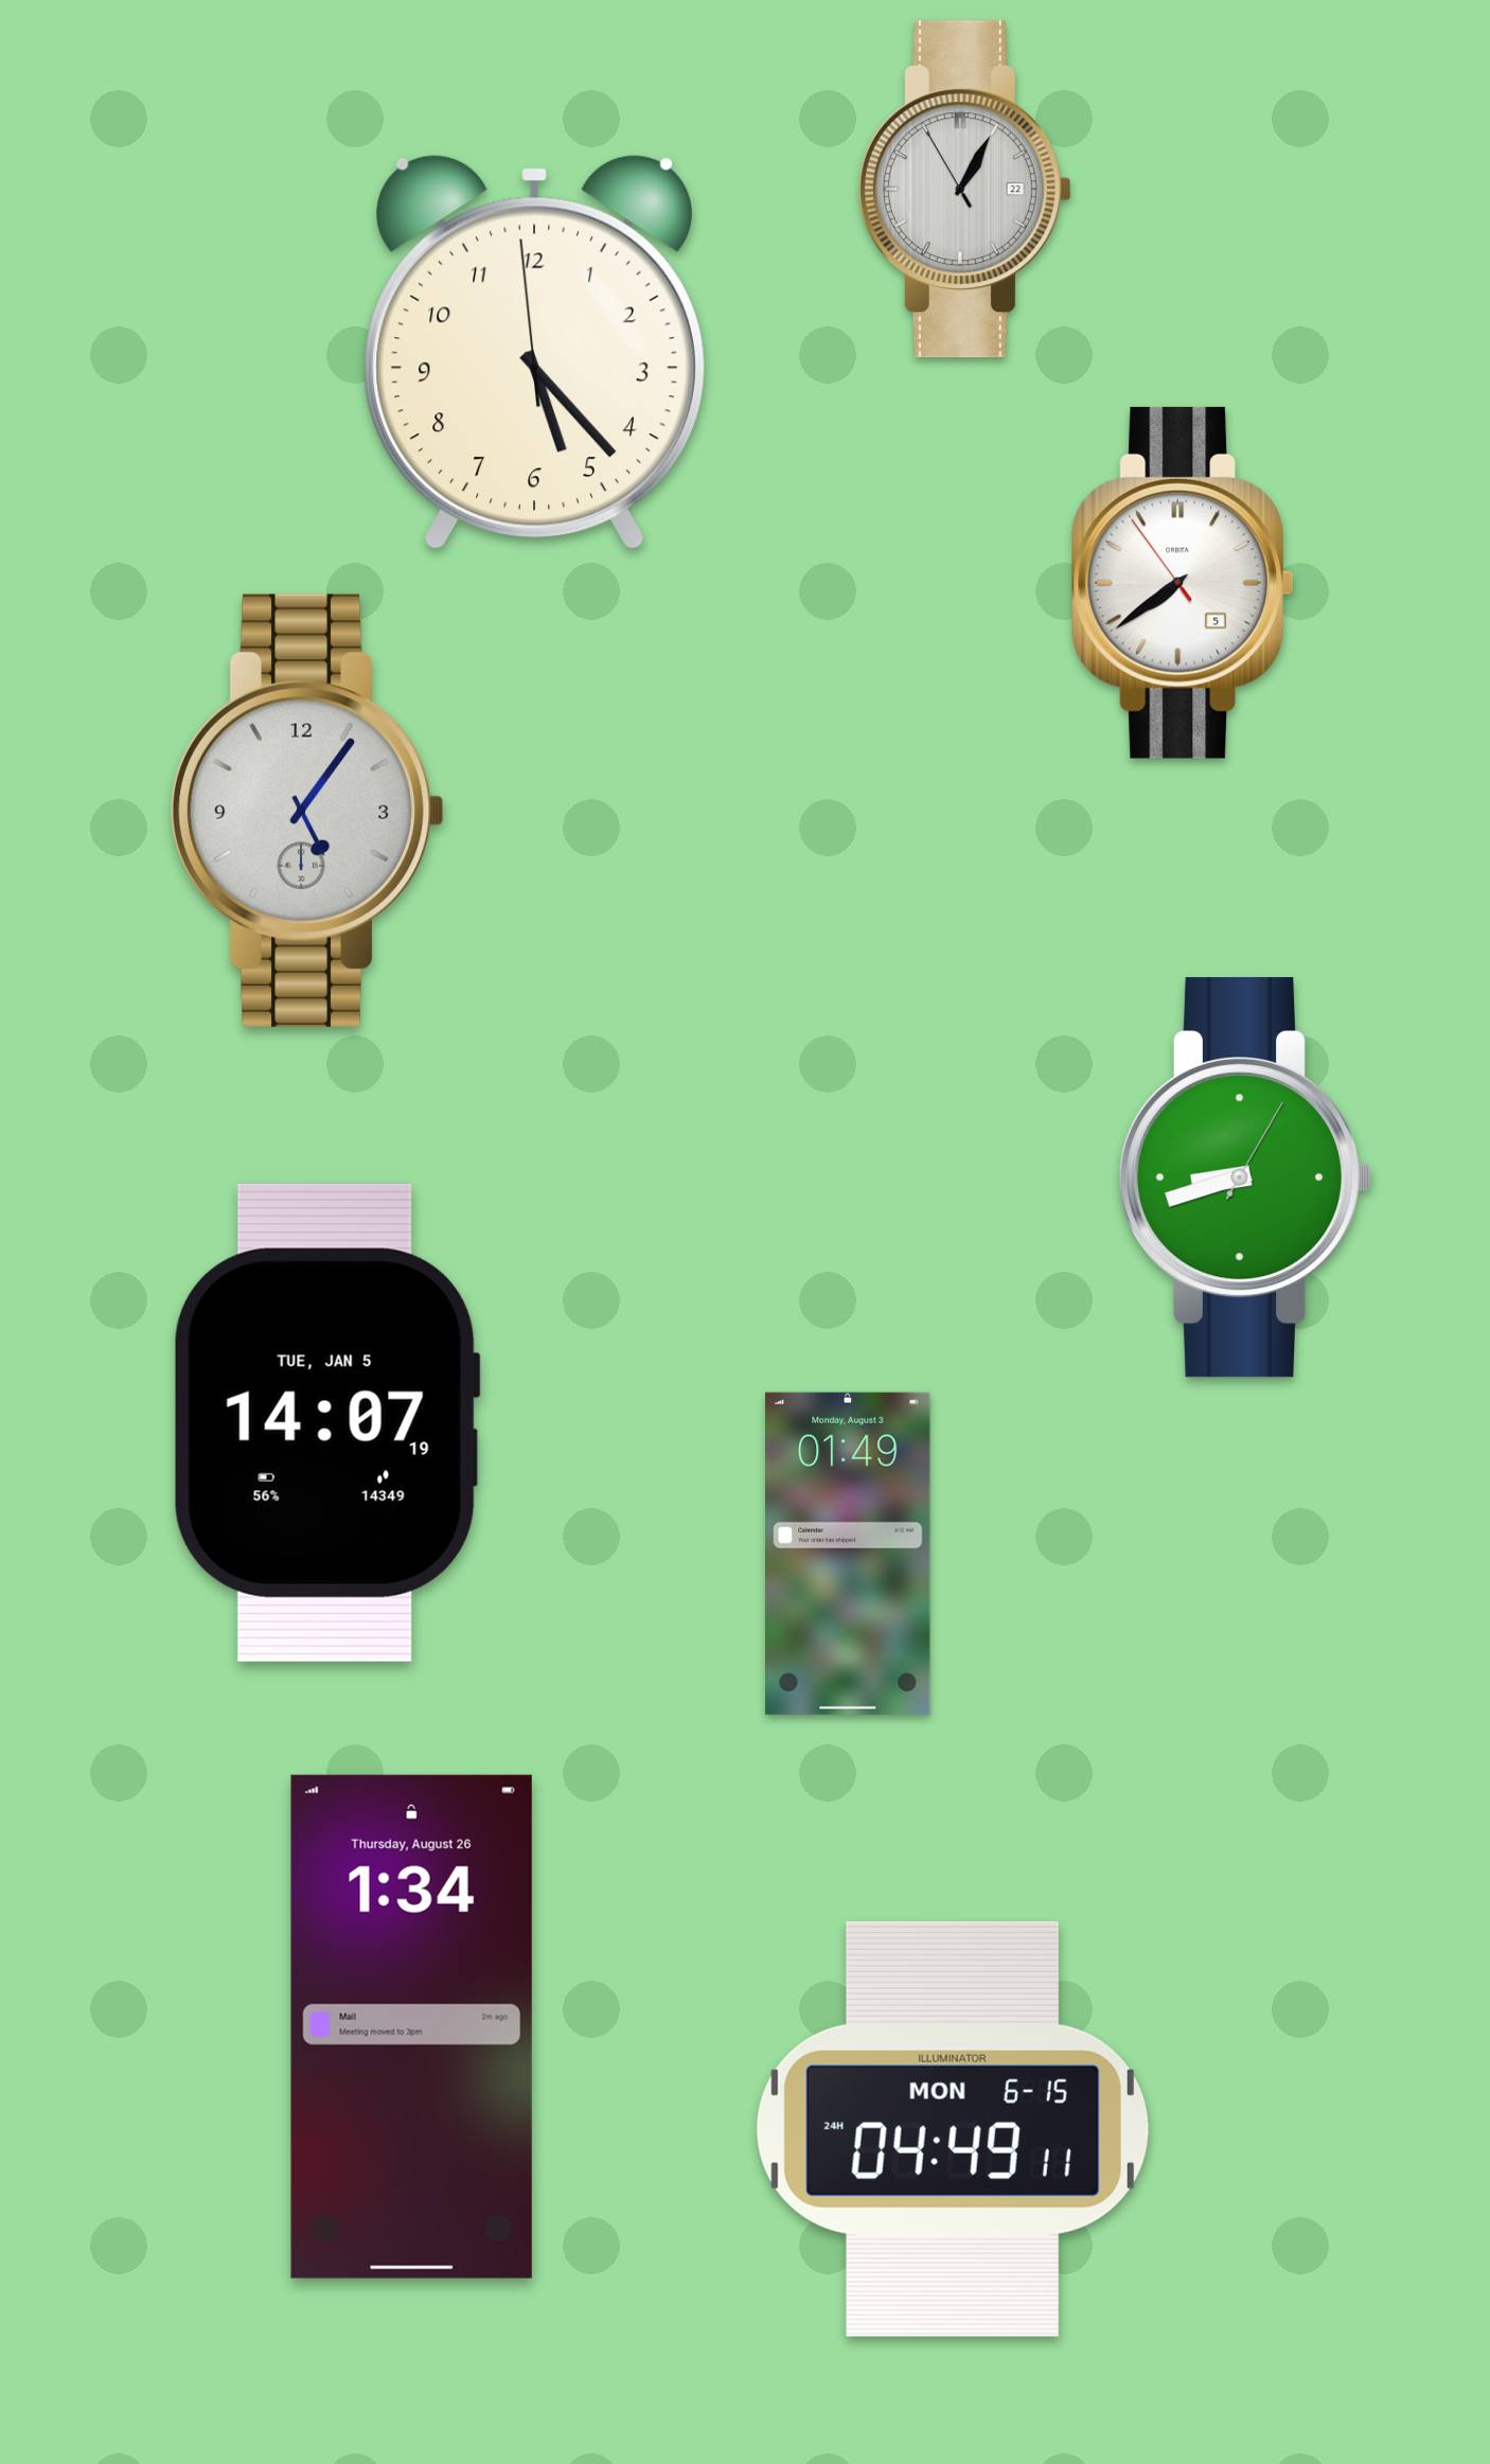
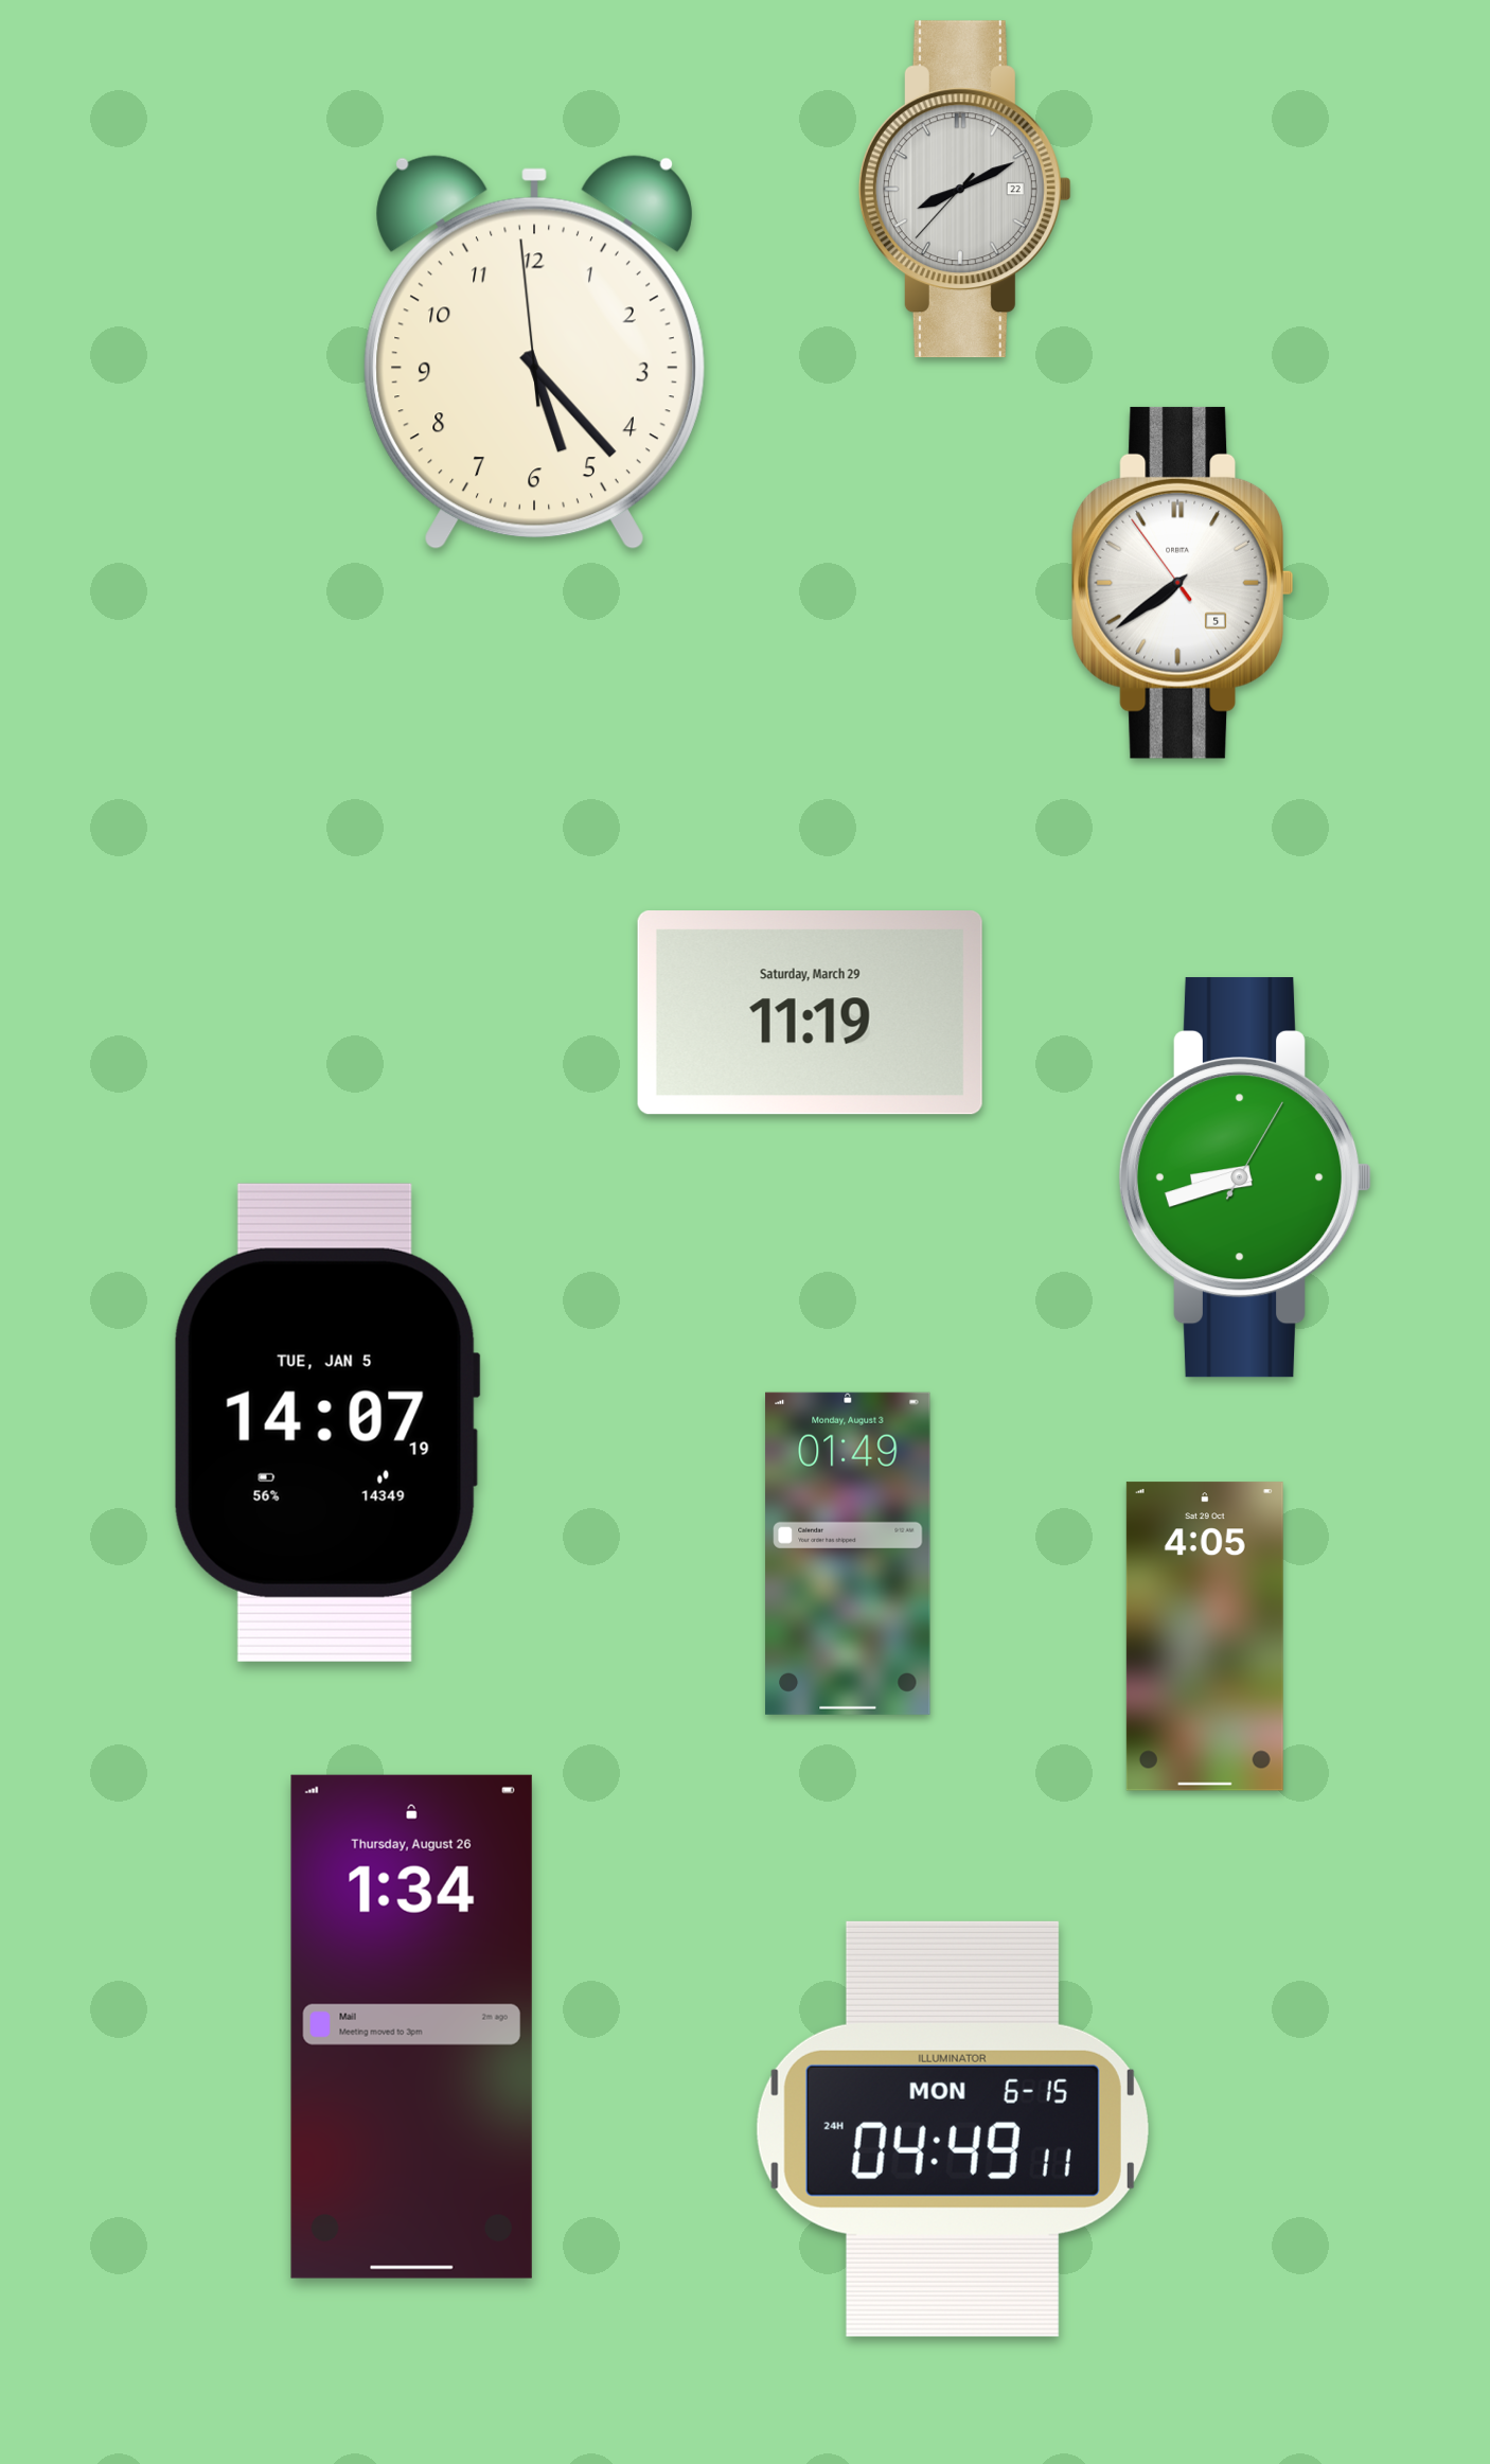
clock at (964, 190): 1:04 -> 8:10
clock at (307, 811): 5:06 -> none
clock at (810, 1013): none -> 11:19
clock at (1205, 1636): none -> 4:05
